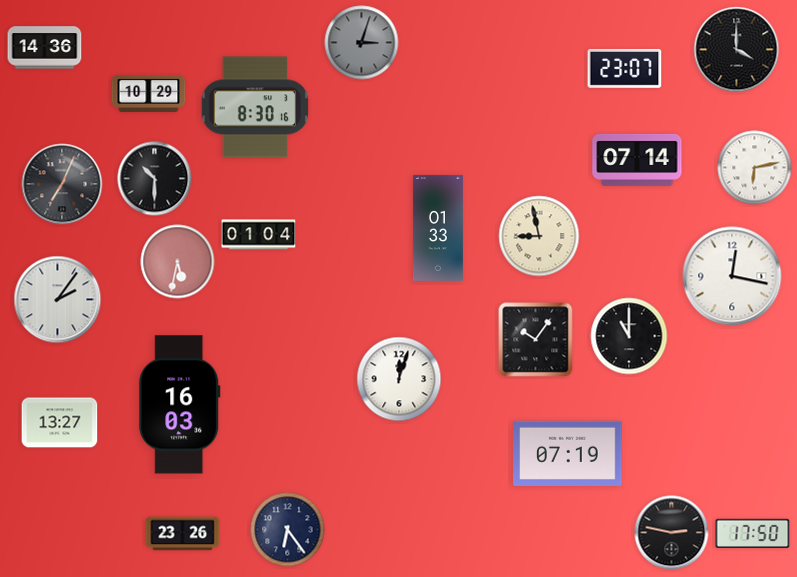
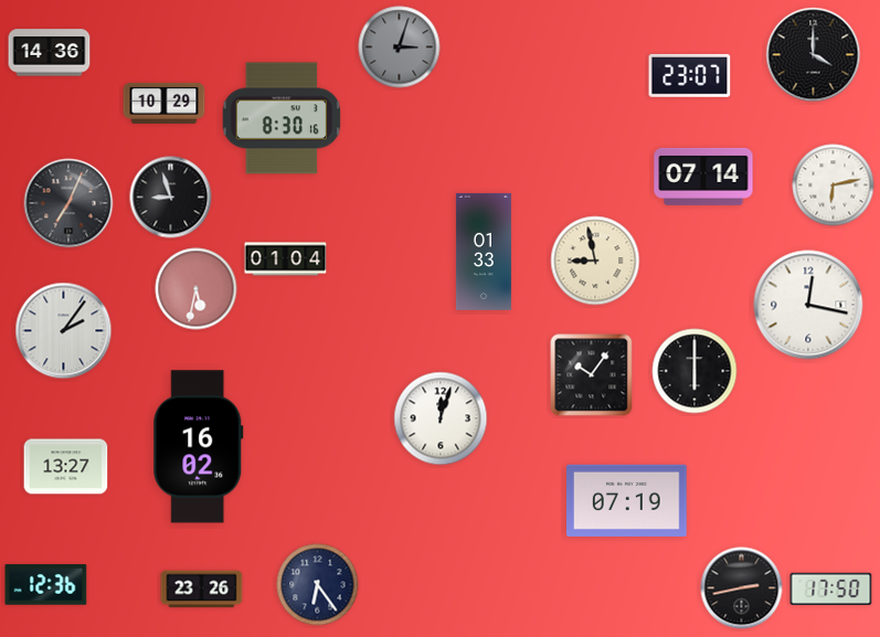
clock at (155, 179): 10:30 -> 8:57
clock at (629, 336): 11:00 -> 6:00
clock at (180, 405): 16:03 -> 16:02
clock at (46, 585): none -> 12:36
clock at (672, 533): 2:47 -> 2:43
